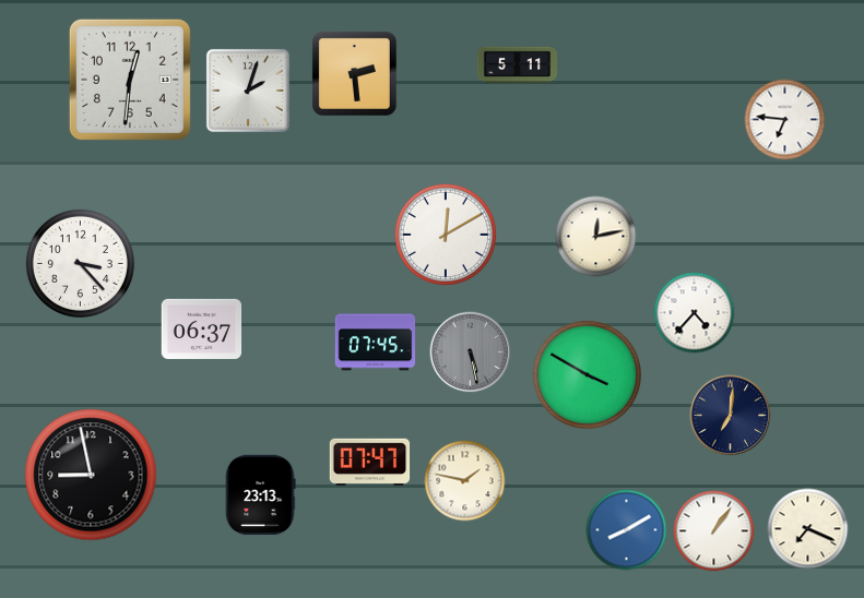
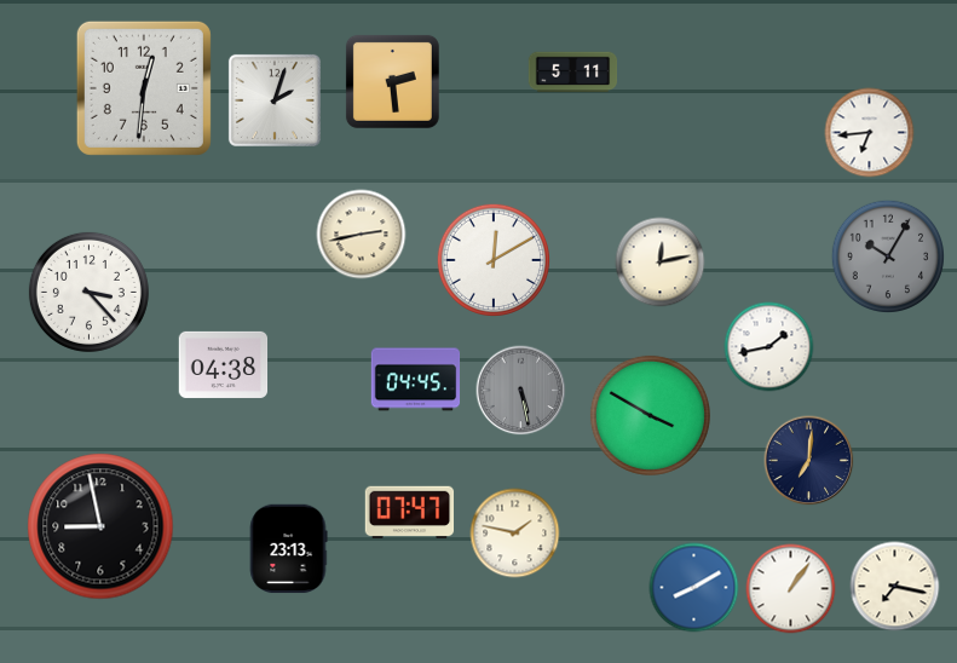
clock at (785, 120): 6:46 -> 6:44
clock at (362, 235): none -> 2:43
clock at (887, 255): none -> 10:05
clock at (695, 313): 4:37 -> 1:43
clock at (202, 328): 06:37 -> 04:38
clock at (376, 343): 07:45 -> 04:45
clock at (808, 529): 7:19 -> 7:17
